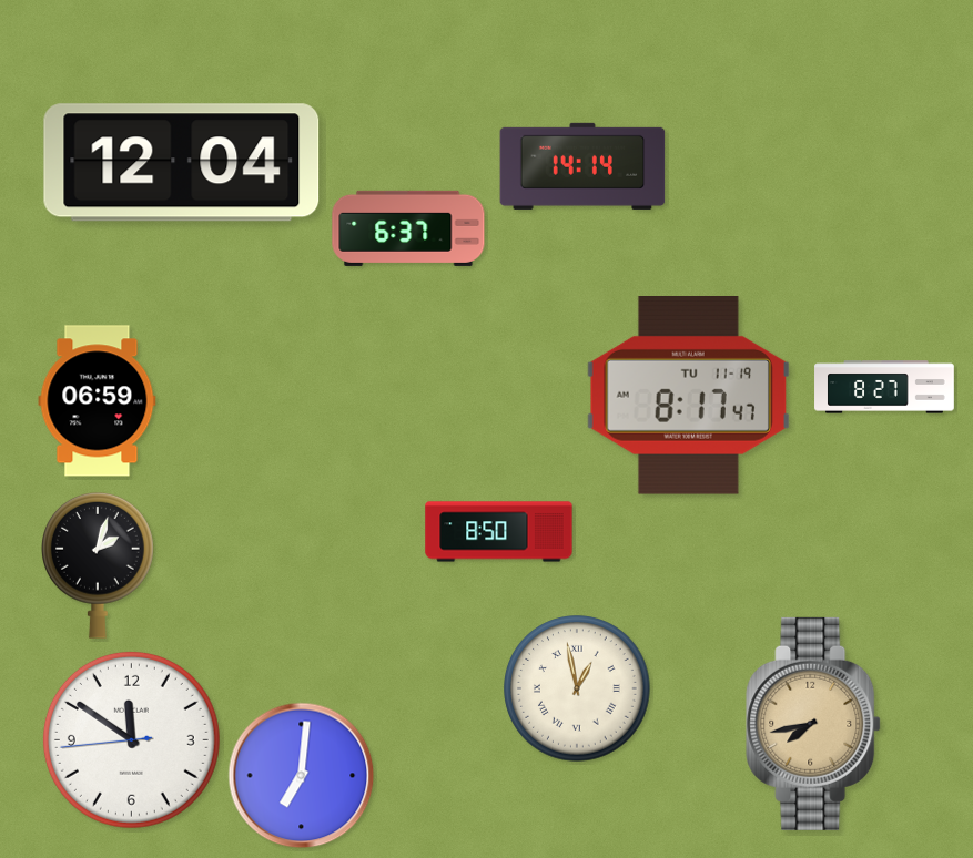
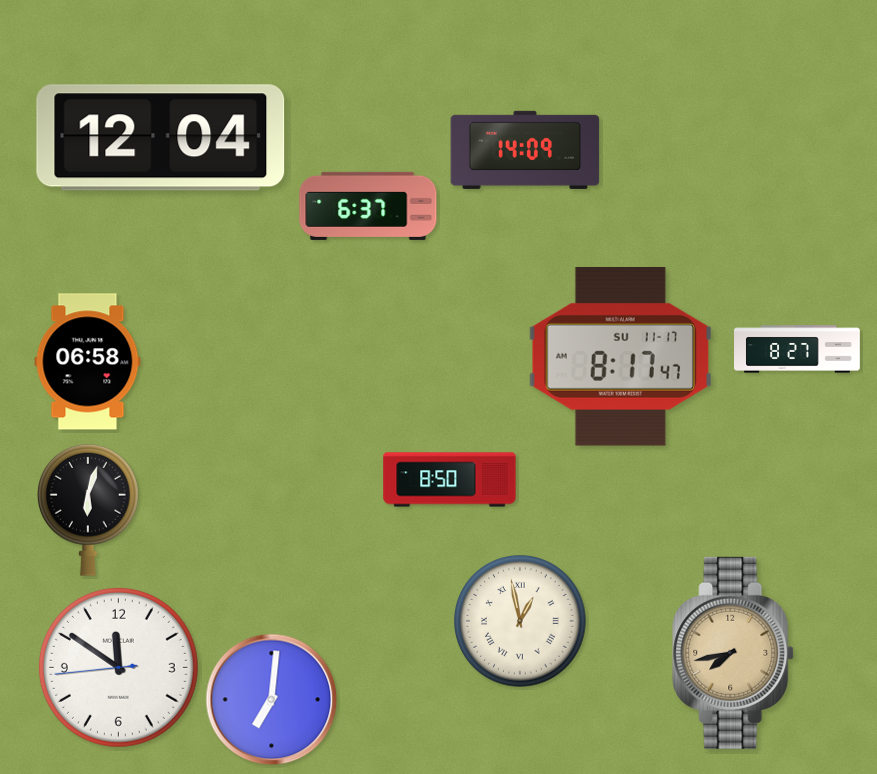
clock at (182, 163) position: (182, 163) -> (161, 138)
clock at (582, 166): 14:14 -> 14:09
clock at (688, 396) date: TU 11-19 -> SU 11-17
clock at (98, 401): 06:59 -> 06:58
clock at (99, 565): 2:03 -> 6:03
